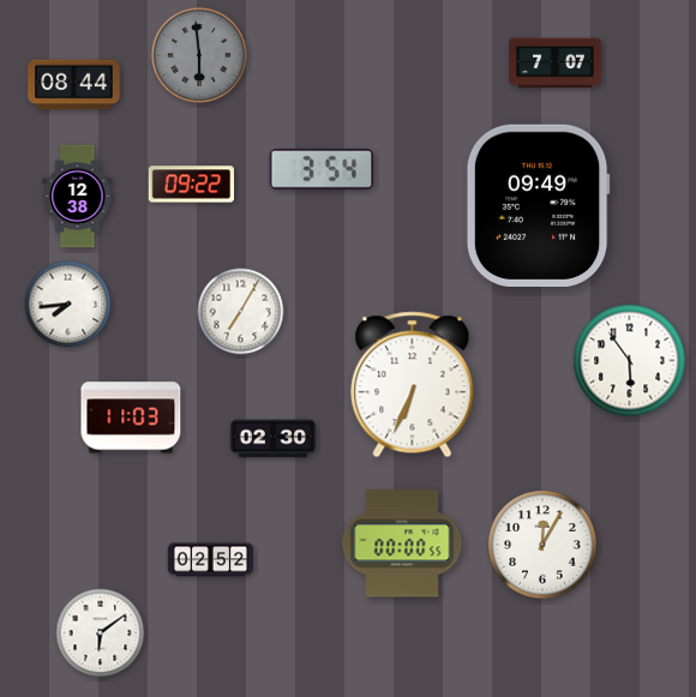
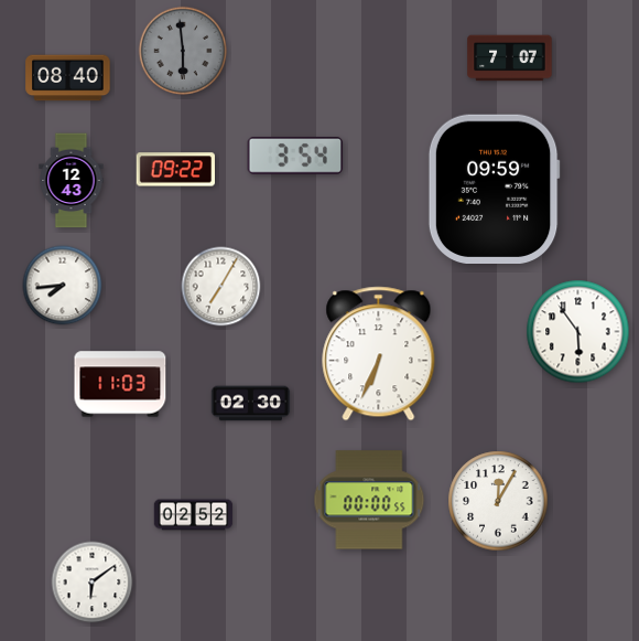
clock at (74, 85): 08:44 -> 08:40
clock at (78, 197): 12:38 -> 12:43
clock at (538, 205): 09:49 -> 09:59
clock at (68, 305) position: (68, 305) -> (63, 286)
